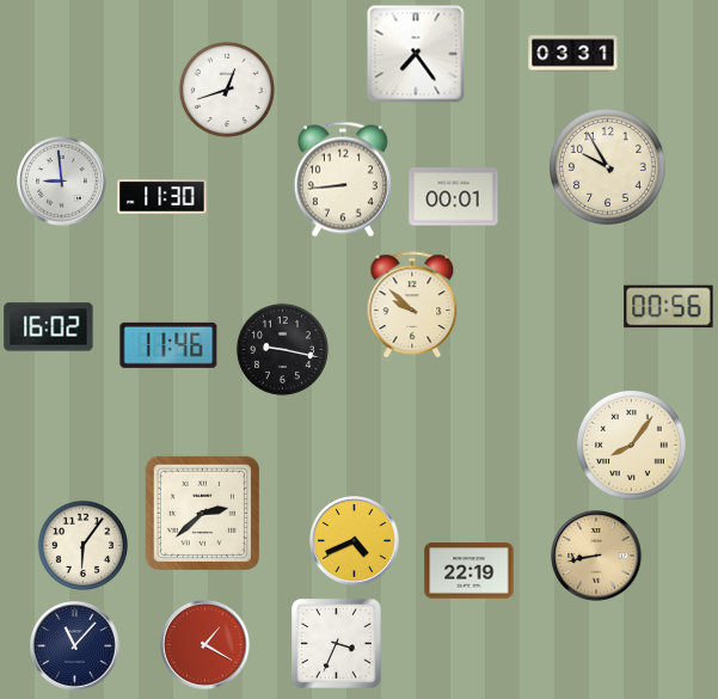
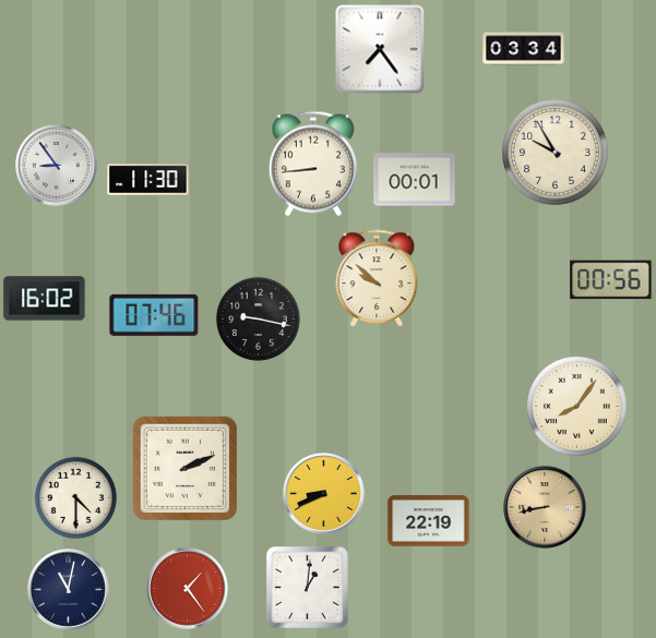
clock at (573, 54): 03:31 -> 03:34
clock at (227, 90): 12:42 -> none
clock at (62, 182): 8:59 -> 8:54
clock at (168, 345): 11:46 -> 07:46
clock at (202, 513): 2:38 -> 2:11
clock at (355, 541): 4:41 -> 8:41
clock at (82, 545): 6:06 -> 4:30
clock at (337, 644): 3:34 -> 1:01
clock at (205, 645): 1:20 -> 1:24
clock at (75, 646): 11:07 -> 11:02
